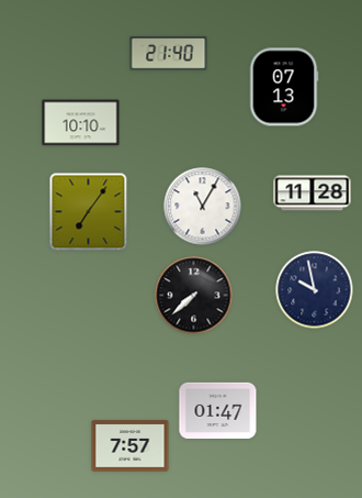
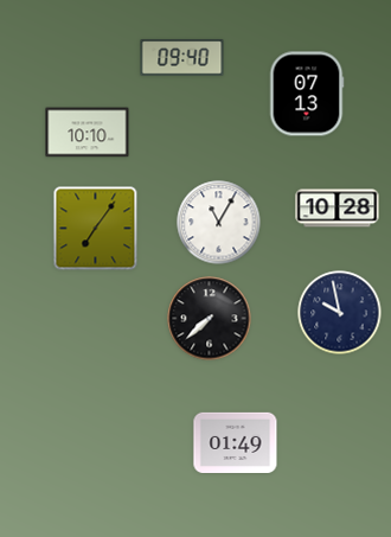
clock at (169, 54): 21:40 -> 09:40
clock at (313, 193): 11:28 -> 10:28
clock at (218, 410): 01:47 -> 01:49
clock at (131, 446): 7:57 -> none
